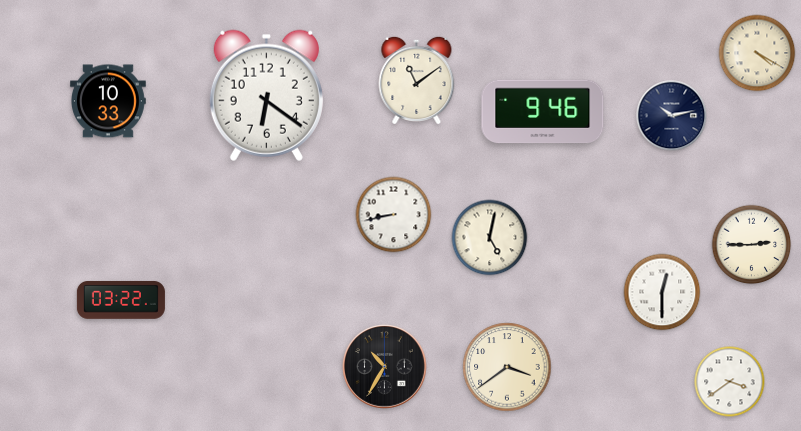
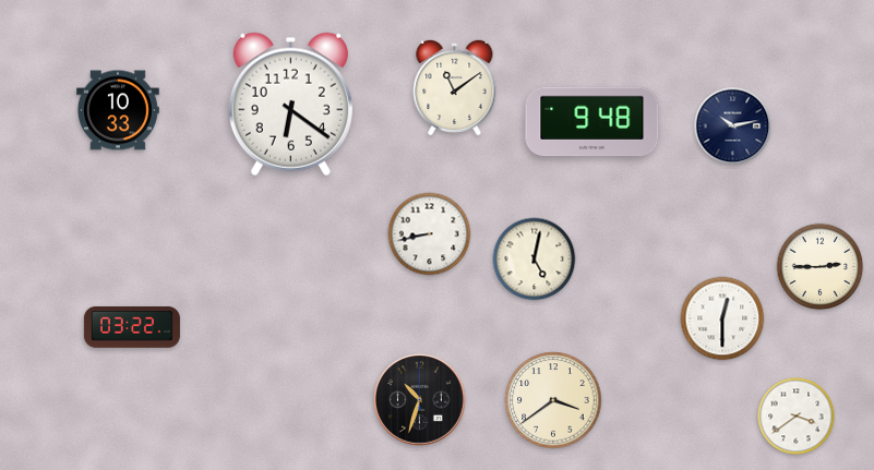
clock at (757, 53): 4:20 -> none
clock at (543, 112): 9:46 -> 9:48
clock at (385, 367): 10:35 -> 10:33
